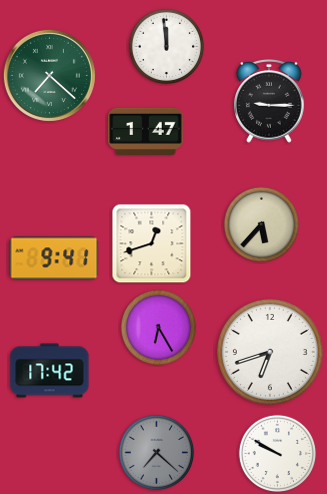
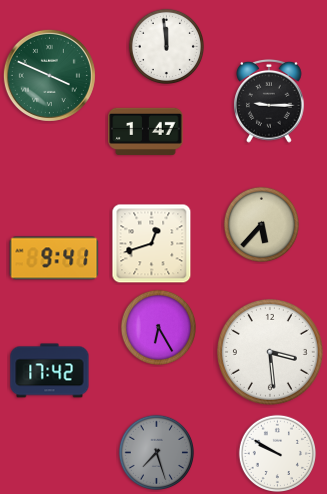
clock at (49, 75): 7:22 -> 3:49
clock at (270, 352): 6:42 -> 3:29
clock at (156, 452): 7:22 -> 7:27
